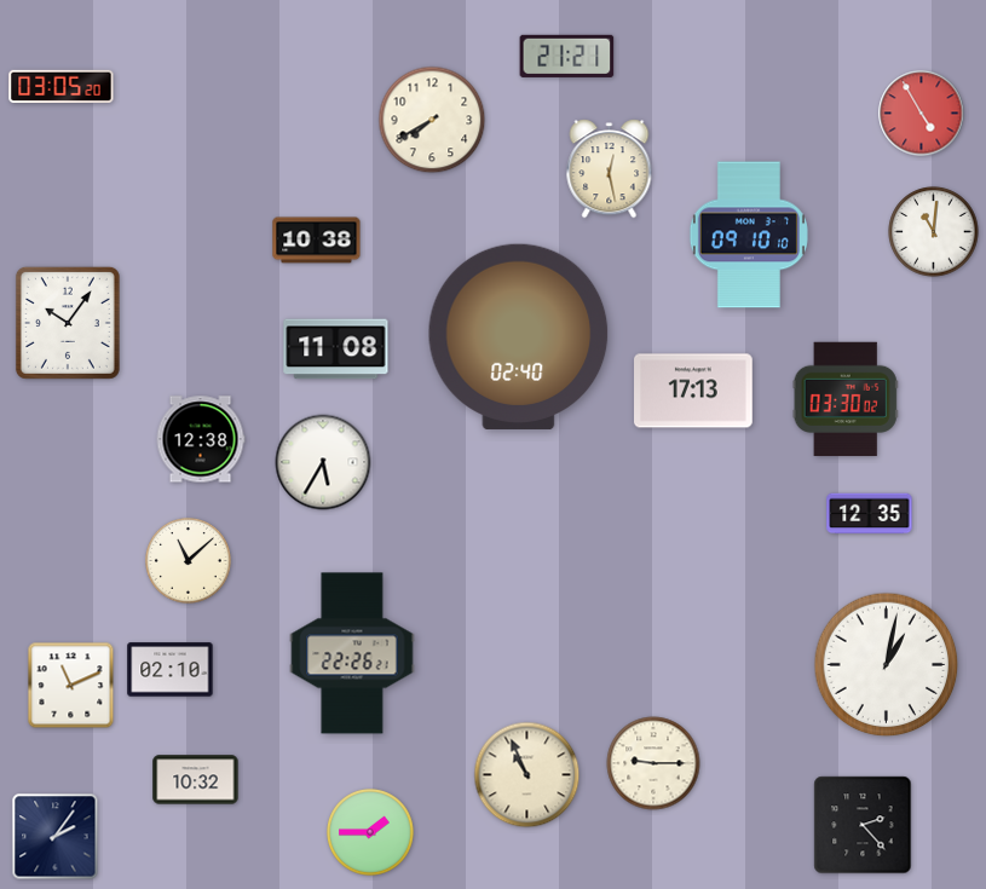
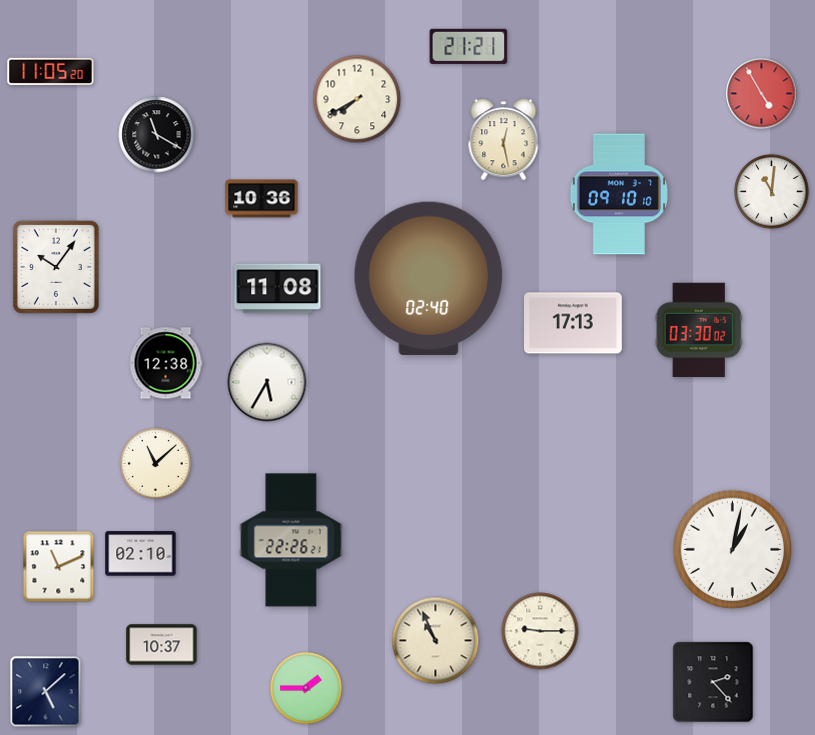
clock at (62, 86): 03:05 -> 11:05
clock at (157, 135): none -> 11:20
clock at (317, 241): 10:38 -> 10:36
clock at (870, 514): 12:35 -> none
clock at (196, 780): 10:32 -> 10:37
clock at (56, 837): 2:06 -> 5:08
